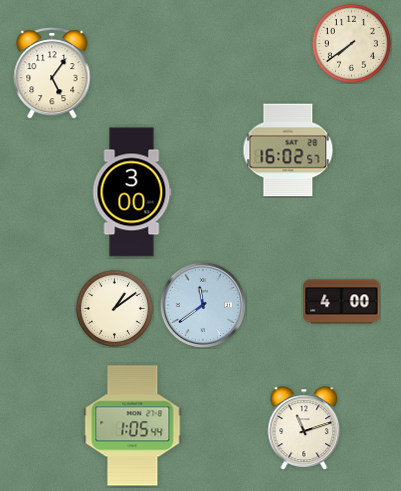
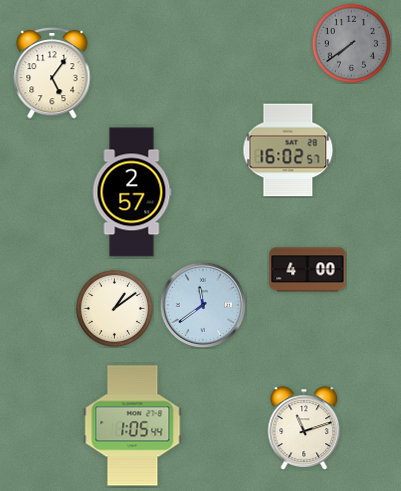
clock at (351, 43) dial: cream -> grey
clock at (132, 192): 3:00 -> 2:57
clock at (342, 302) position: (342, 302) -> (308, 270)
